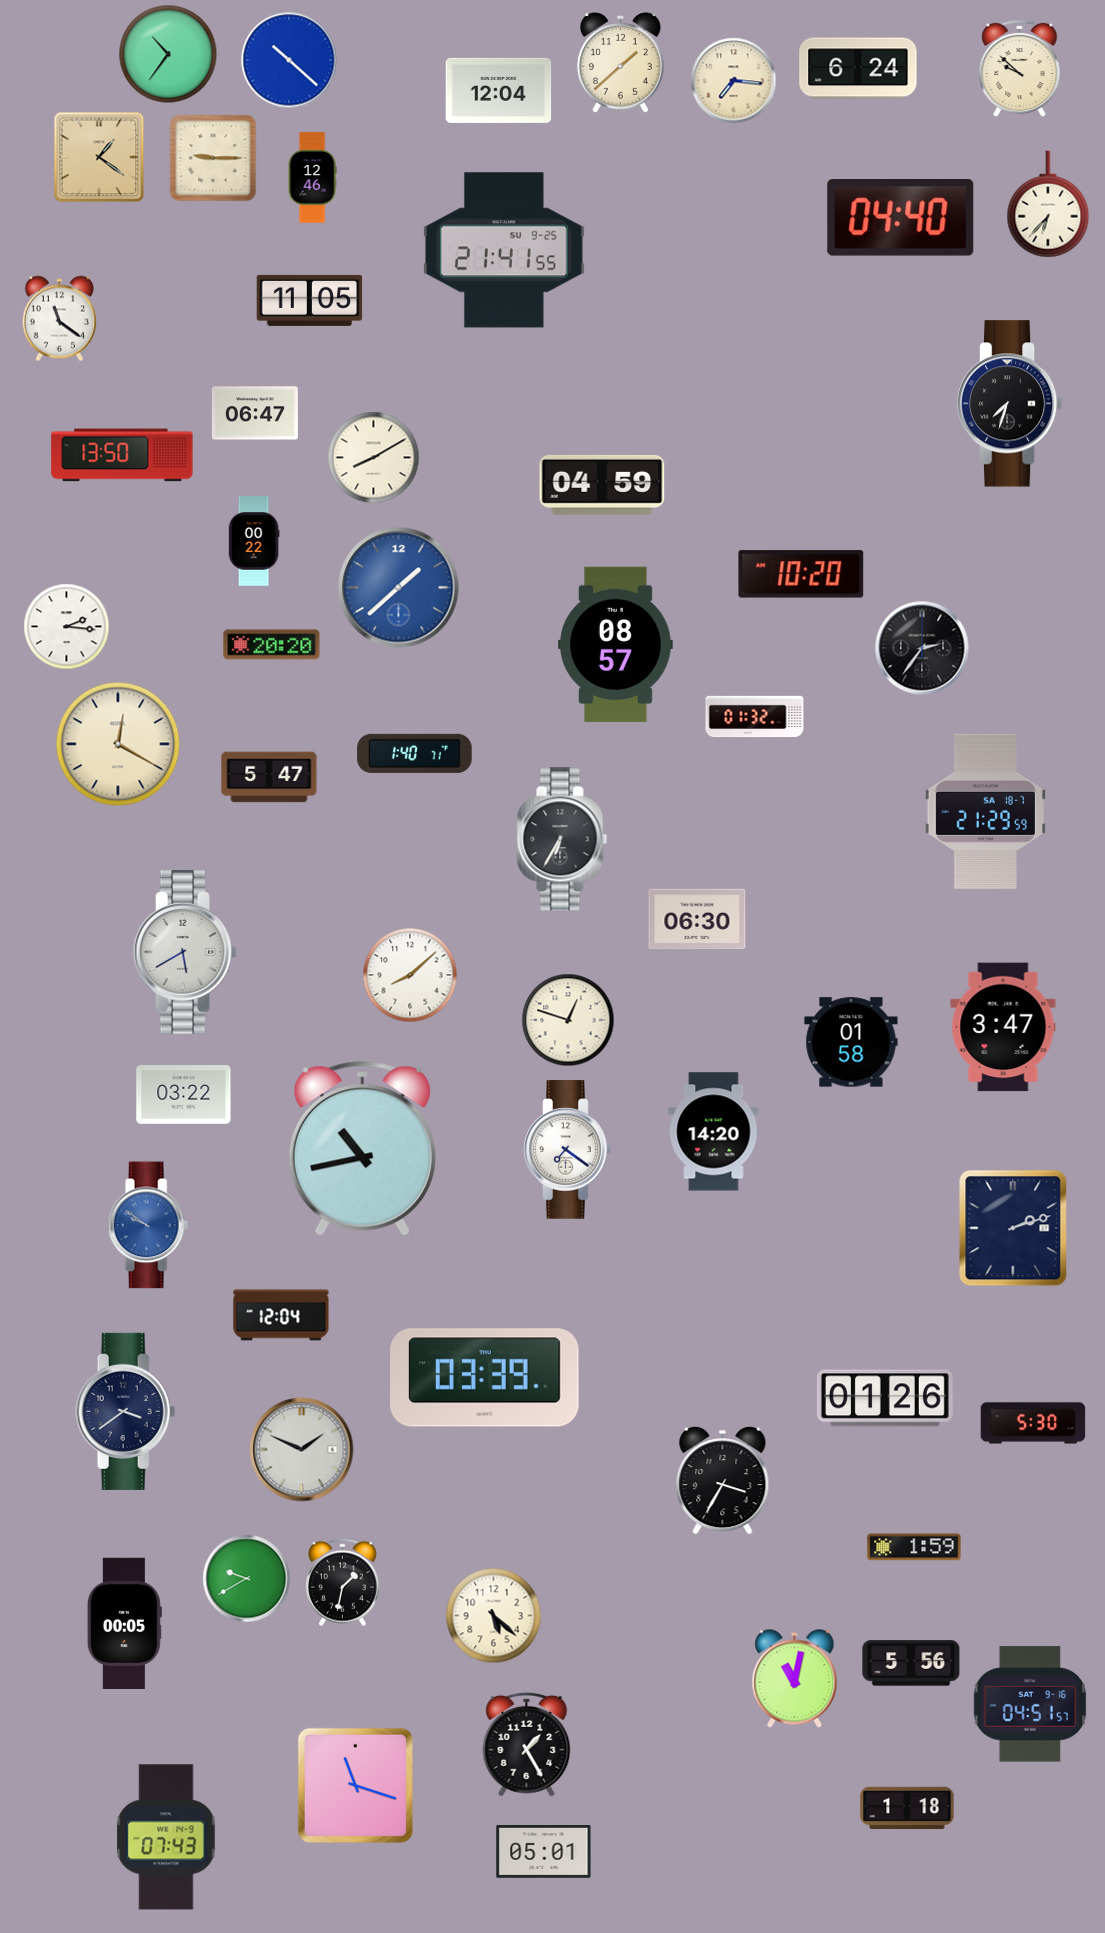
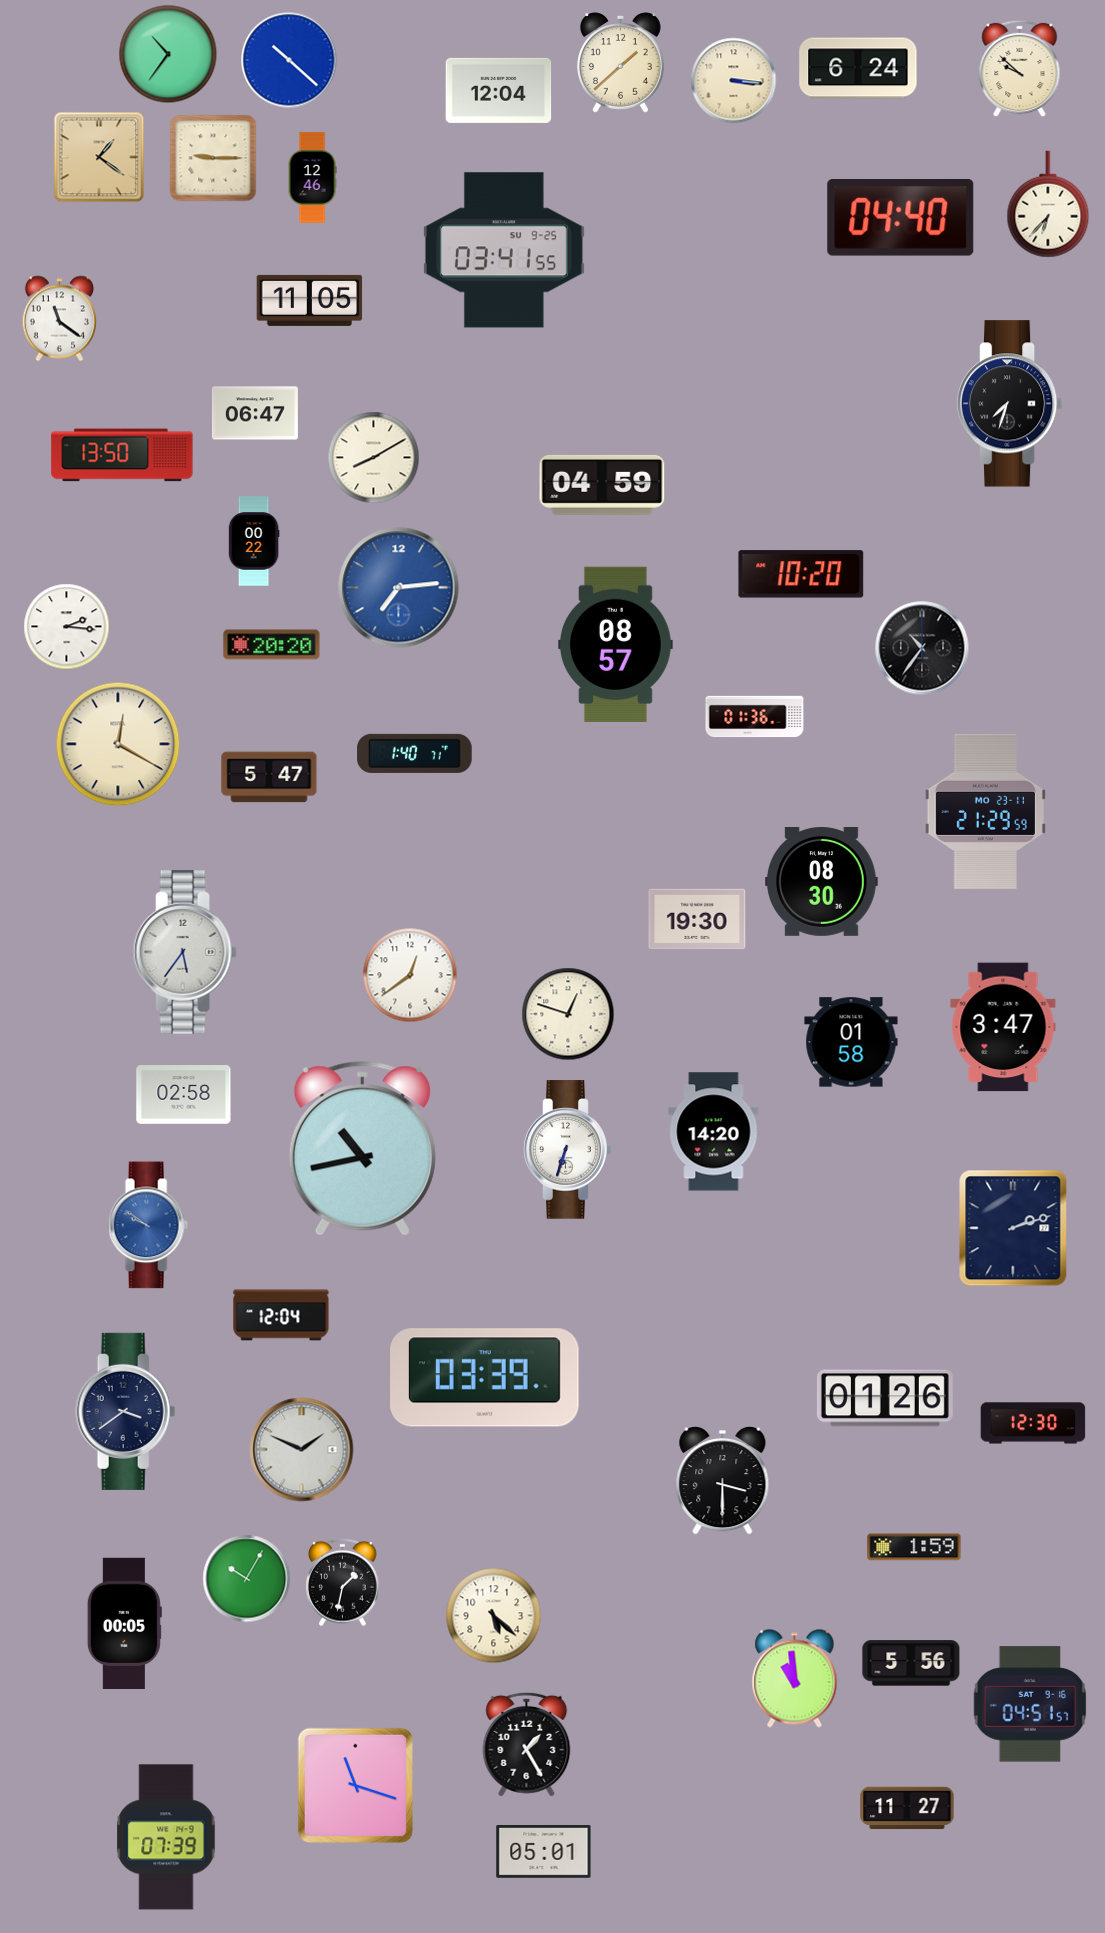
clock at (734, 81): 7:16 -> 3:16
clock at (504, 250): 21:41 -> 03:41
clock at (399, 588): 1:38 -> 7:14
clock at (922, 648): 2:36 -> 10:36
clock at (755, 717): 01:32 -> 01:36
clock at (985, 811) date: SA 18-7 -> MO 23-11
clock at (562, 839): 6:35 -> none
clock at (822, 882): none -> 08:30
clock at (697, 919): 06:30 -> 19:30
clock at (185, 952): 5:40 -> 5:36
clock at (410, 975): 8:08 -> 12:39
clock at (568, 1020) position: (568, 1020) -> (568, 1014)
clock at (184, 1095): 03:22 -> 02:58
clock at (568, 1150): 7:21 -> 6:33
clock at (1033, 1423): 5:30 -> 12:30
clock at (723, 1480): 3:35 -> 3:30
clock at (247, 1579): 9:40 -> 10:05
clock at (795, 1679): 11:02 -> 10:59
clock at (907, 1808): 1:18 -> 11:27
clock at (166, 1837): 07:43 -> 07:39
